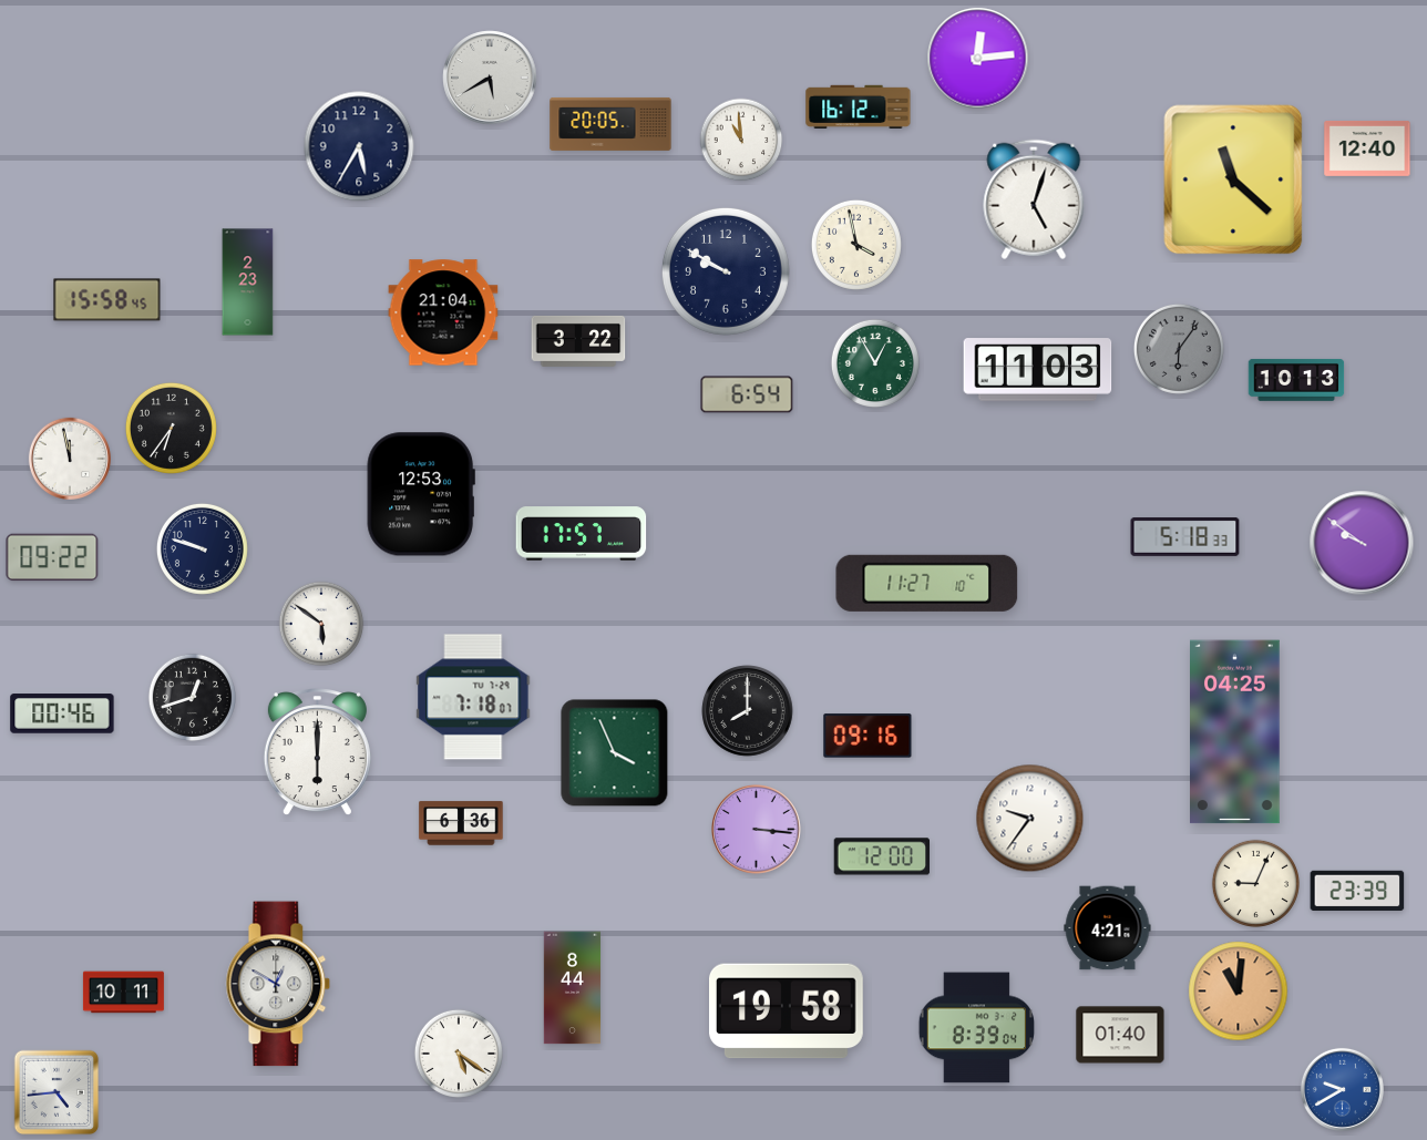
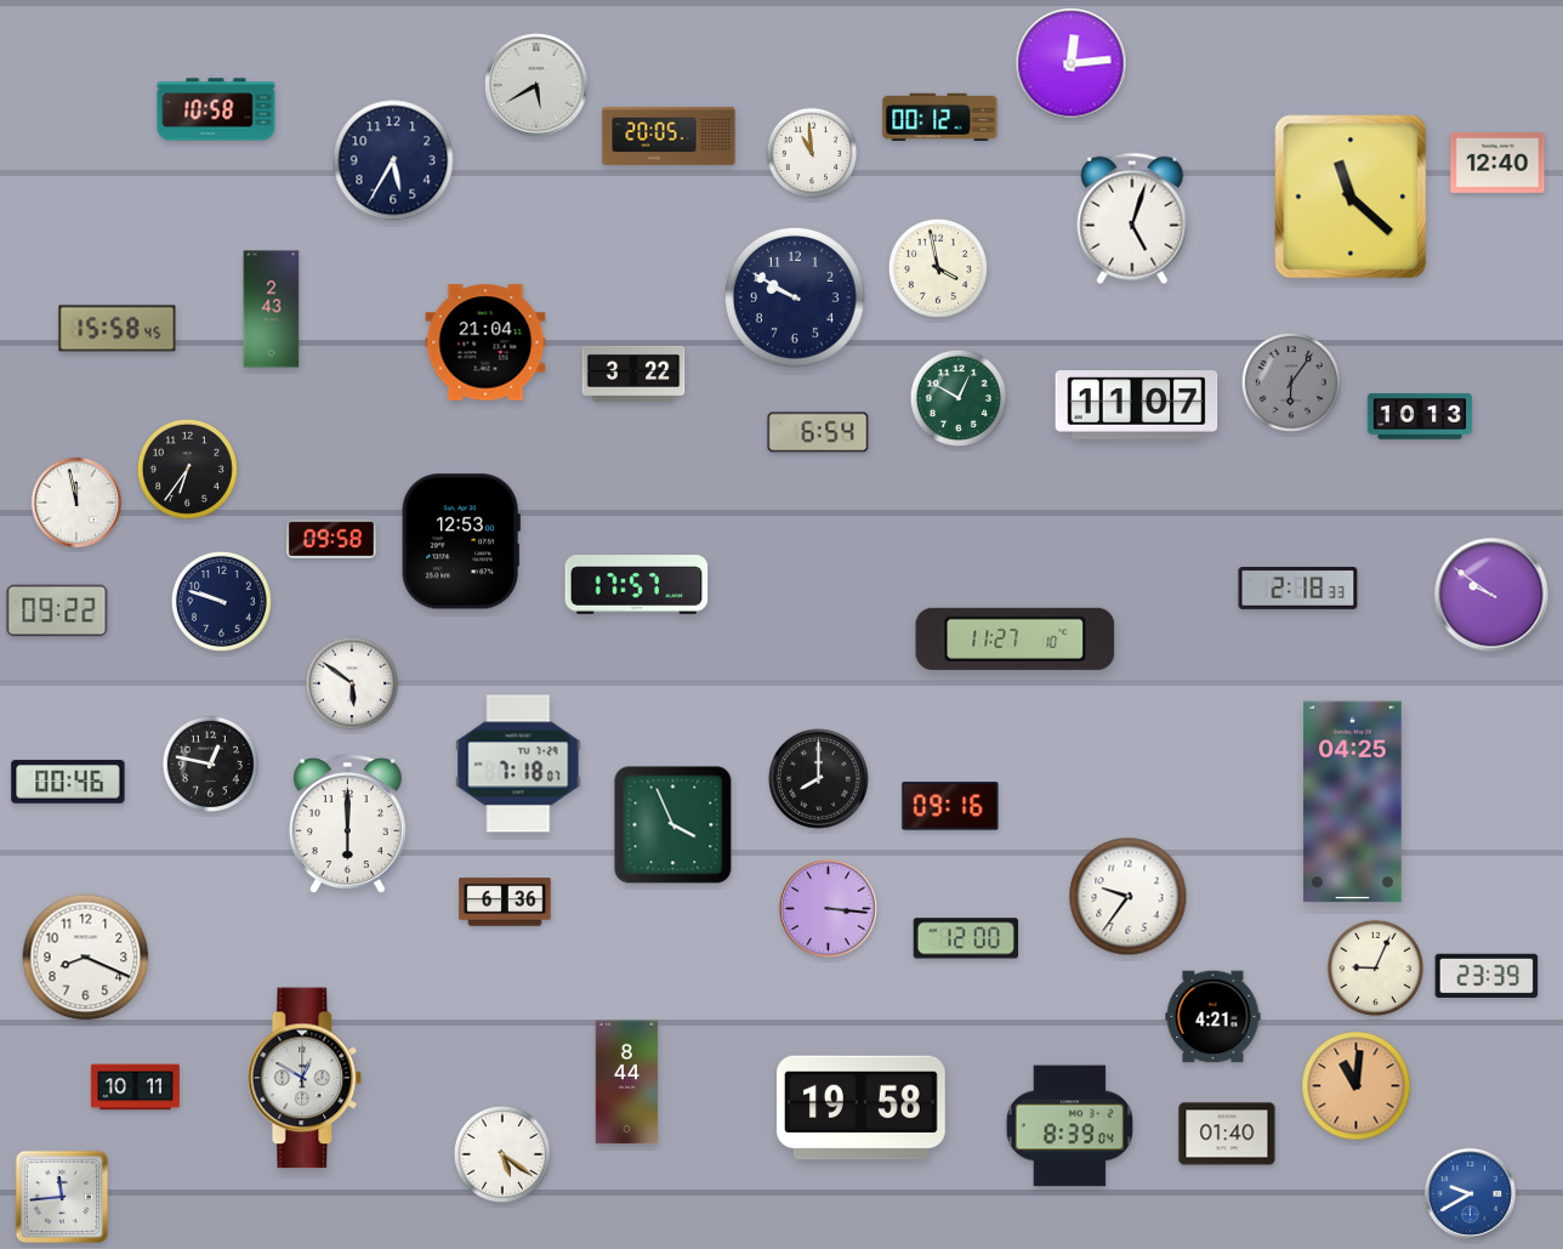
clock at (216, 109): none -> 10:58
clock at (859, 106): 16:12 -> 00:12
clock at (248, 283): 2:23 -> 2:43
clock at (875, 363): 12:55 -> 12:50
clock at (1038, 370): 11:03 -> 11:07
clock at (333, 539): none -> 09:58
clock at (1185, 537): 5:18 -> 2:18
clock at (192, 697): 12:42 -> 12:47
clock at (86, 958): none -> 8:19
clock at (57, 1092): 4:44 -> 11:44
